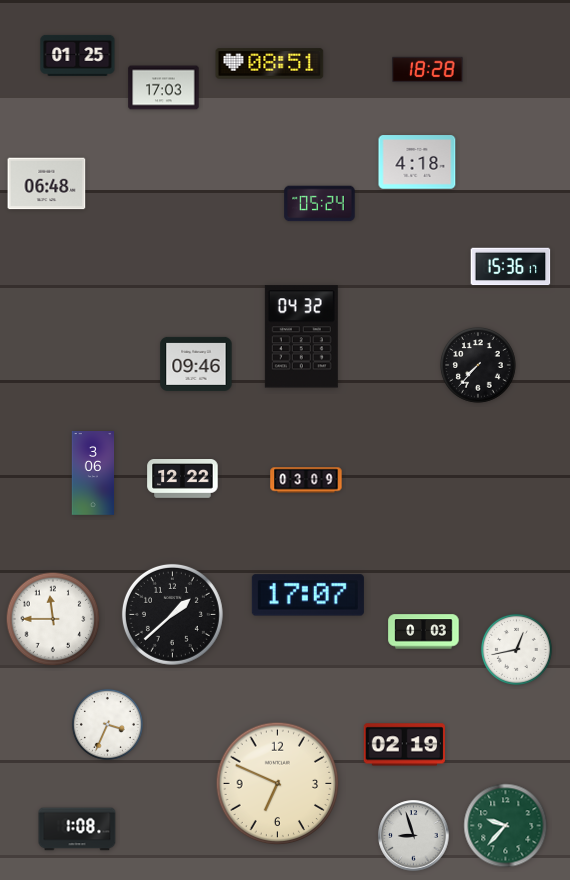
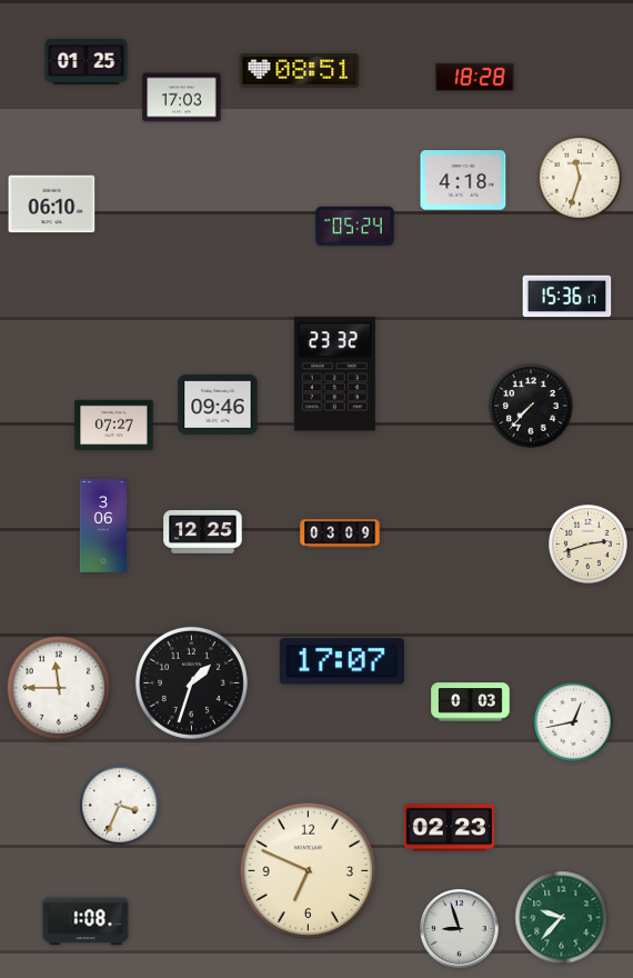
clock at (580, 178): none -> 11:33
clock at (47, 184): 06:48 -> 06:10
clock at (301, 337): 04:32 -> 23:32
clock at (114, 426): none -> 07:27
clock at (183, 479): 12:22 -> 12:25
clock at (587, 543): none -> 2:42
clock at (172, 614): 1:38 -> 1:33
clock at (404, 745): 02:19 -> 02:23
